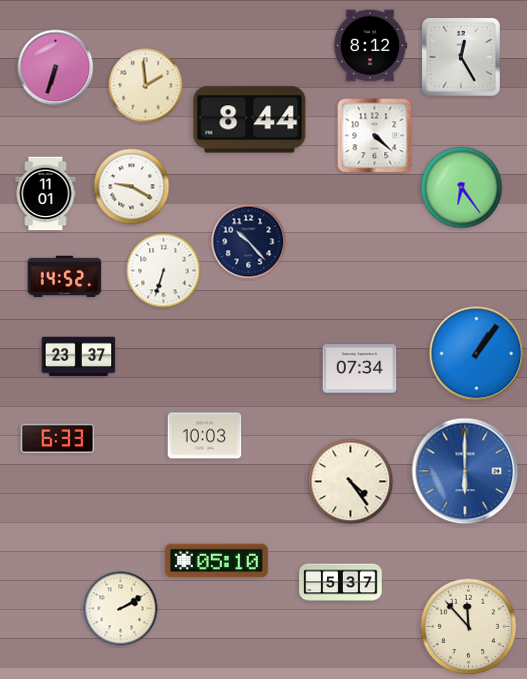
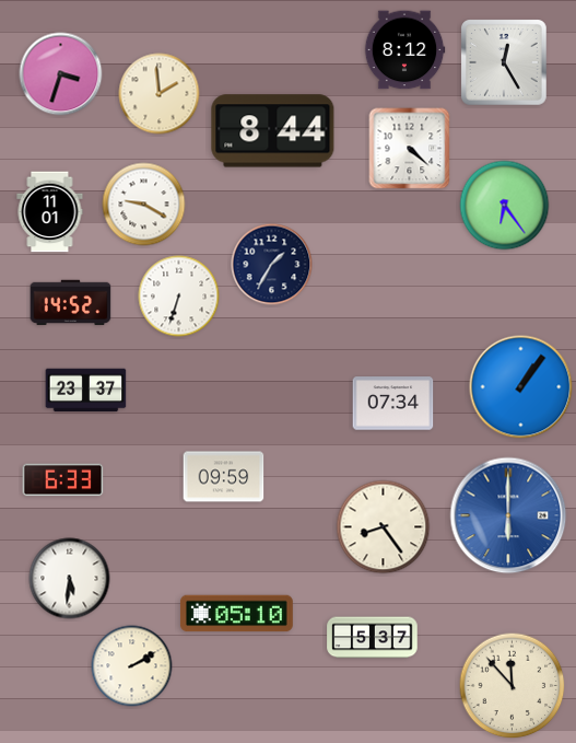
clock at (56, 68): 6:33 -> 3:33
clock at (249, 242): 10:23 -> 1:35
clock at (205, 436): 10:03 -> 09:59
clock at (351, 482): 4:24 -> 8:24
clock at (70, 579): none -> 5:31
